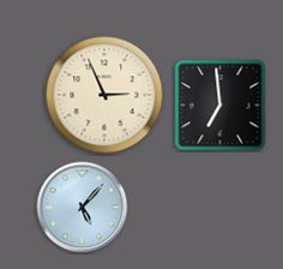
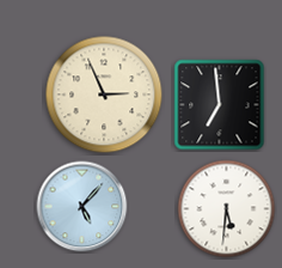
clock at (227, 209): none -> 5:31
